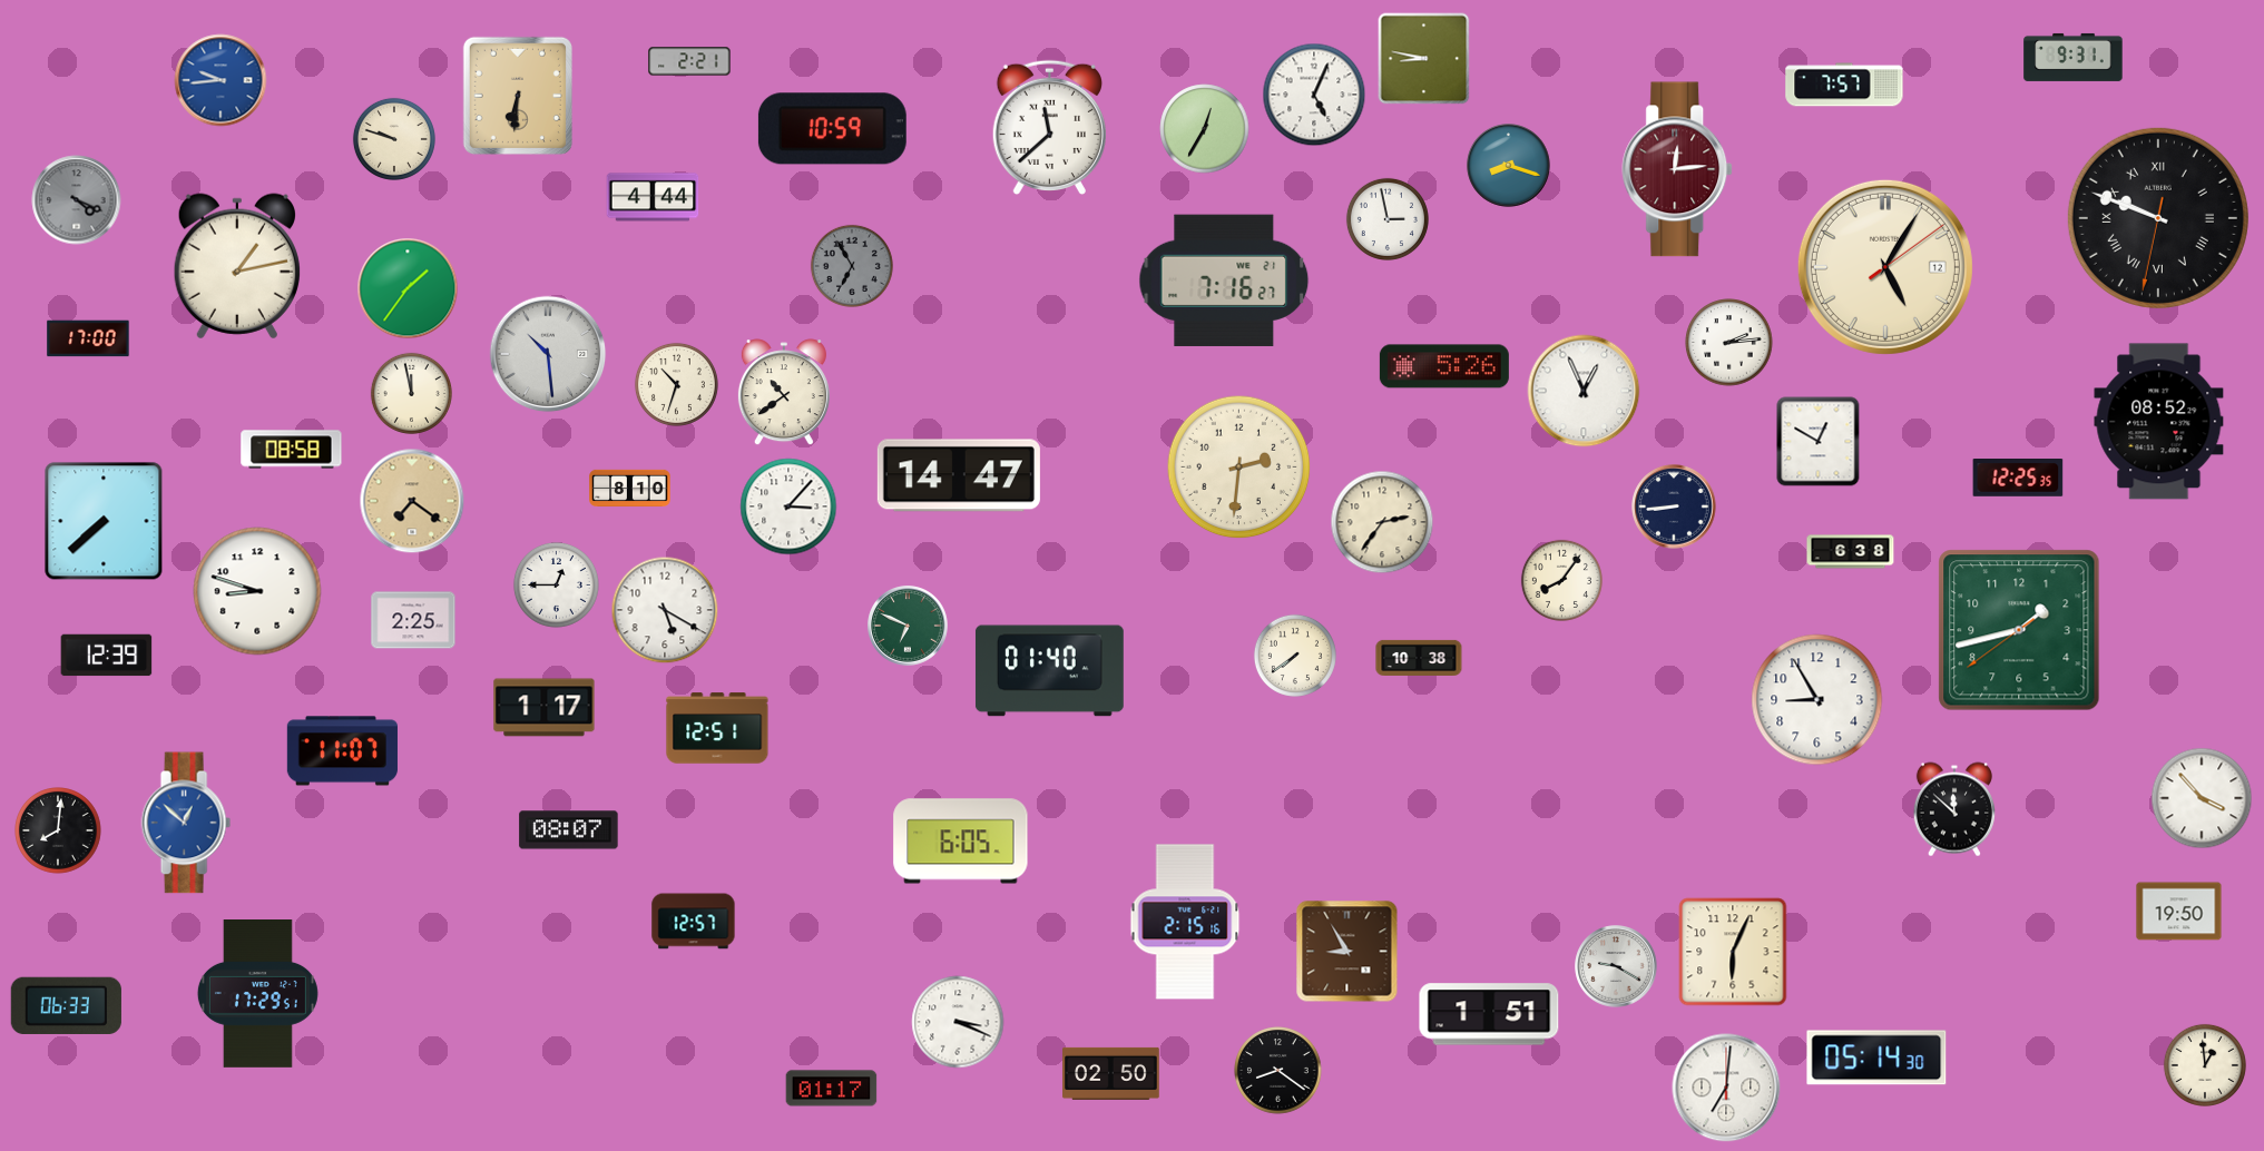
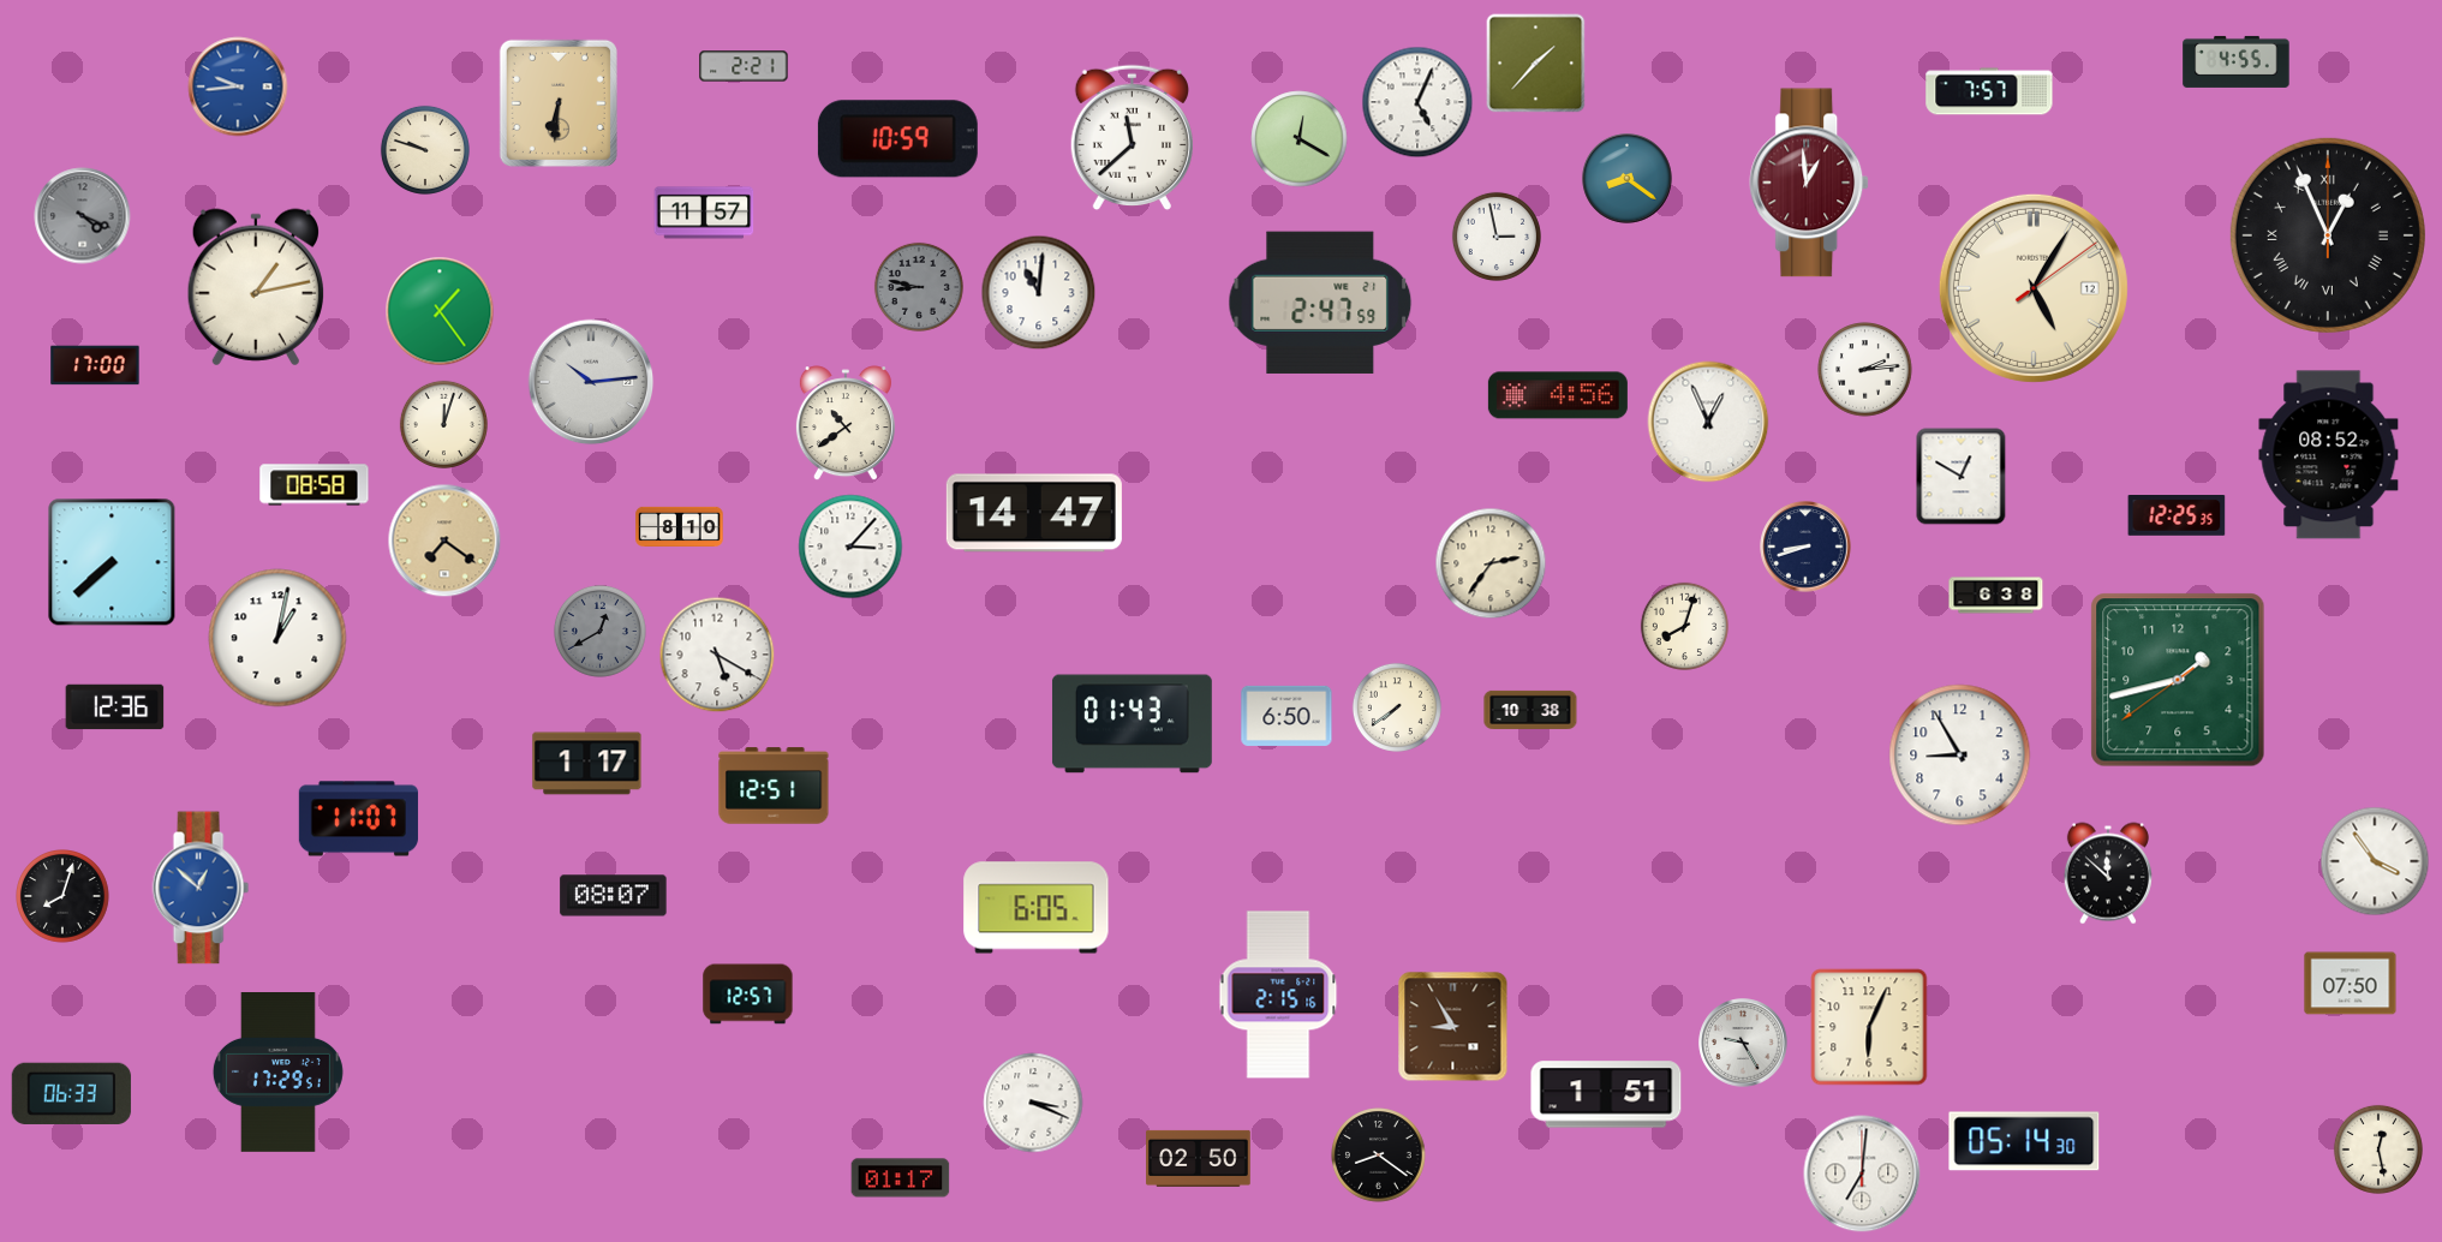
clock at (2074, 57): 9:31 -> 4:55
clock at (1424, 59): 8:47 -> 1:37
clock at (1205, 129): 12:35 -> 12:20
clock at (1509, 166): 8:18 -> 8:21
clock at (1678, 169): 12:14 -> 12:59
clock at (653, 197): 4:44 -> 11:57
clock at (2158, 218): 9:48 -> 12:56
clock at (852, 266): 6:55 -> 8:47
clock at (1039, 293): none -> 11:01
clock at (1224, 281): 7:16 -> 2:47
clock at (408, 288): 1:36 -> 1:24
clock at (548, 354): 10:29 -> 10:14
clock at (1444, 366): 5:26 -> 4:56
clock at (676, 384): 10:33 -> none
clock at (411, 393): 11:58 -> 12:03
clock at (1239, 468): 2:31 -> none
clock at (1674, 506): 8:44 -> 8:42
clock at (1561, 580): 8:06 -> 8:03
clock at (556, 584): 12:45 -> 12:40
clock at (556, 584) dial: white -> grey
clock at (257, 591): 8:48 -> 1:02
clock at (665, 610) position: (665, 610) -> (717, 655)
clock at (413, 620): 2:25 -> none
clock at (908, 626): 6:49 -> none
clock at (107, 656): 12:39 -> 12:36
clock at (1286, 716): none -> 6:50
clock at (1049, 671): 01:40 -> 01:43
clock at (342, 751) position: (342, 751) -> (358, 819)
clock at (2202, 798): 3:53 -> 3:54
clock at (59, 832): 8:01 -> 8:03
clock at (2179, 912): 19:50 -> 07:50
clock at (1616, 966): 9:20 -> 9:25
clock at (66, 1005) position: (66, 1005) -> (71, 1093)
clock at (2205, 1065): 12:59 -> 12:28
clock at (832, 1089) position: (832, 1089) -> (901, 1178)
